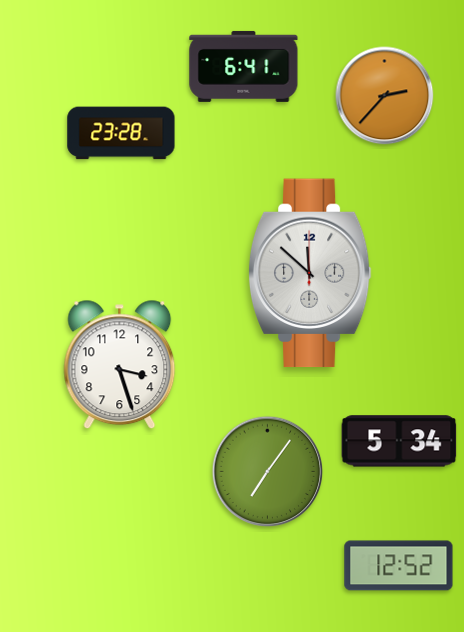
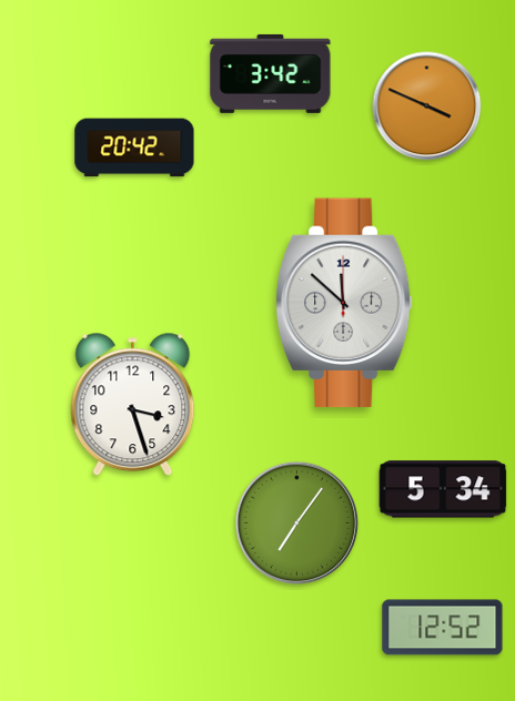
clock at (244, 66): 6:41 -> 3:42
clock at (385, 96): 2:37 -> 3:49
clock at (121, 133): 23:28 -> 20:42
